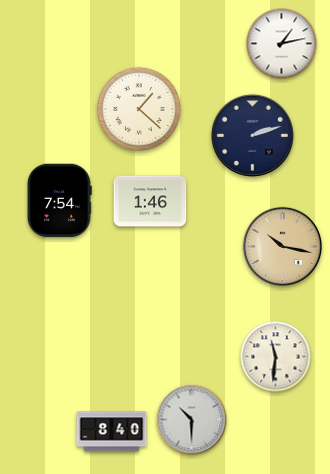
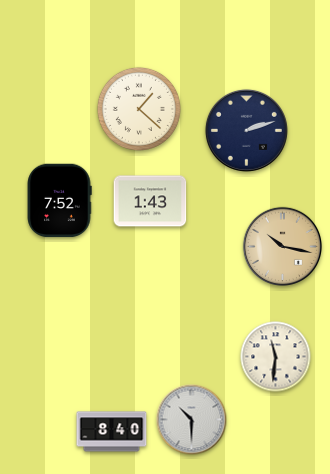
clock at (282, 44): 1:13 -> none
clock at (252, 135) position: (252, 135) -> (246, 130)
clock at (59, 201): 7:54 -> 7:52
clock at (150, 201): 1:46 -> 1:43
